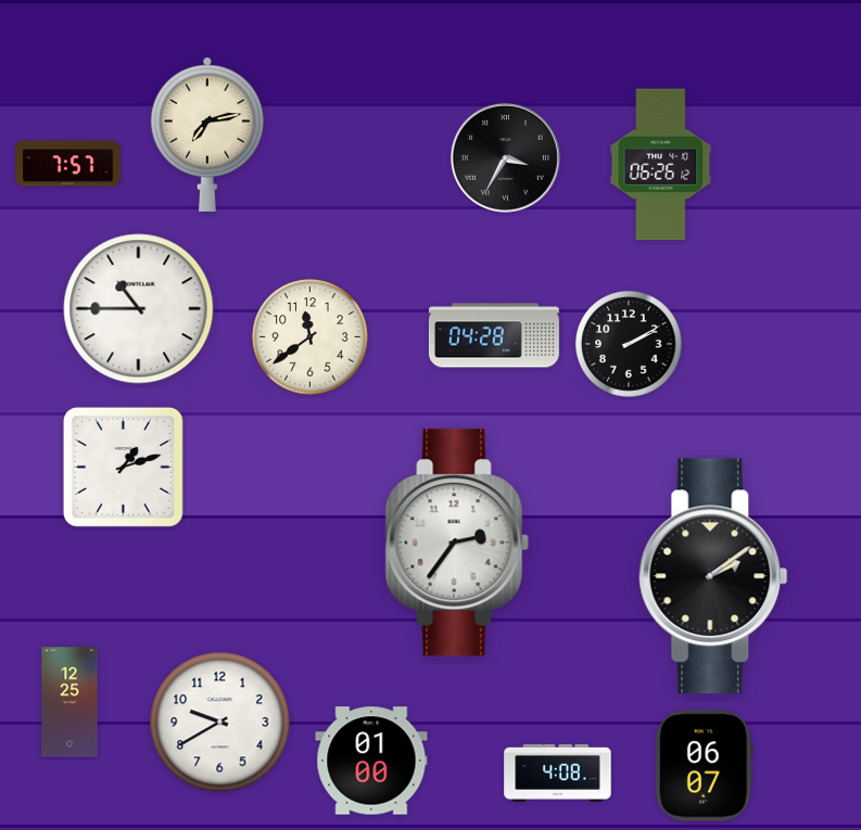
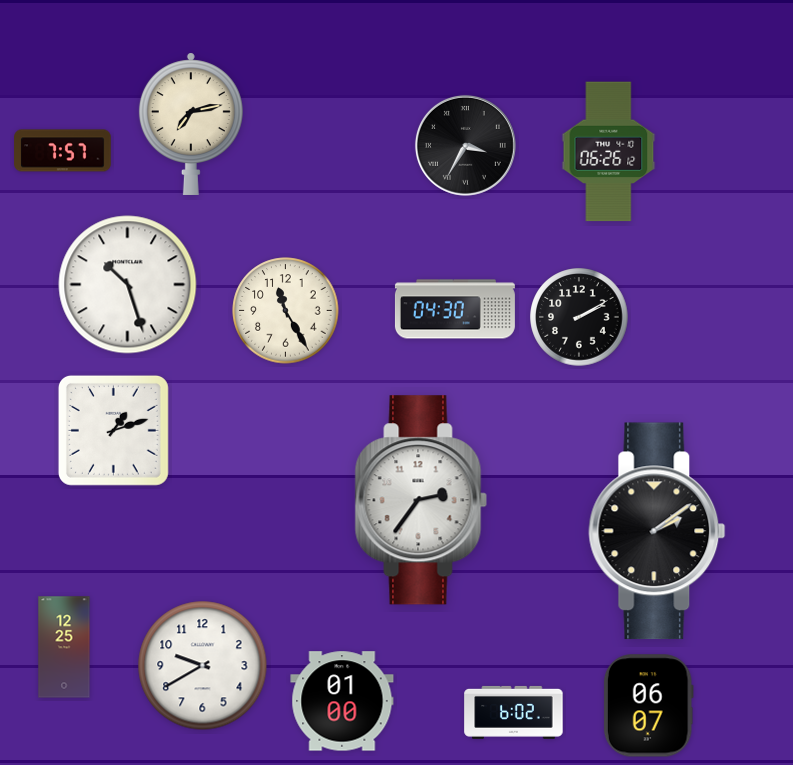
clock at (139, 309): 10:45 -> 10:27
clock at (494, 335): 04:28 -> 04:30
clock at (311, 337): 11:39 -> 11:25
clock at (558, 772): 4:08 -> 6:02
